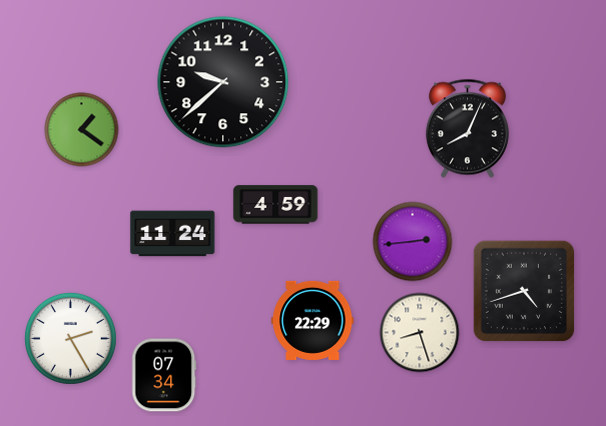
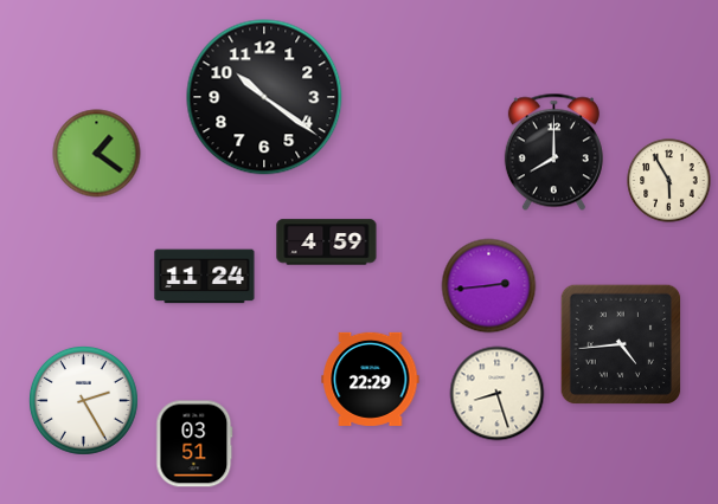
clock at (223, 82): 9:38 -> 10:21
clock at (467, 129): 8:04 -> 8:00
clock at (669, 181): none -> 5:55
clock at (524, 291): 4:42 -> 4:44
clock at (164, 375): 07:34 -> 03:51
